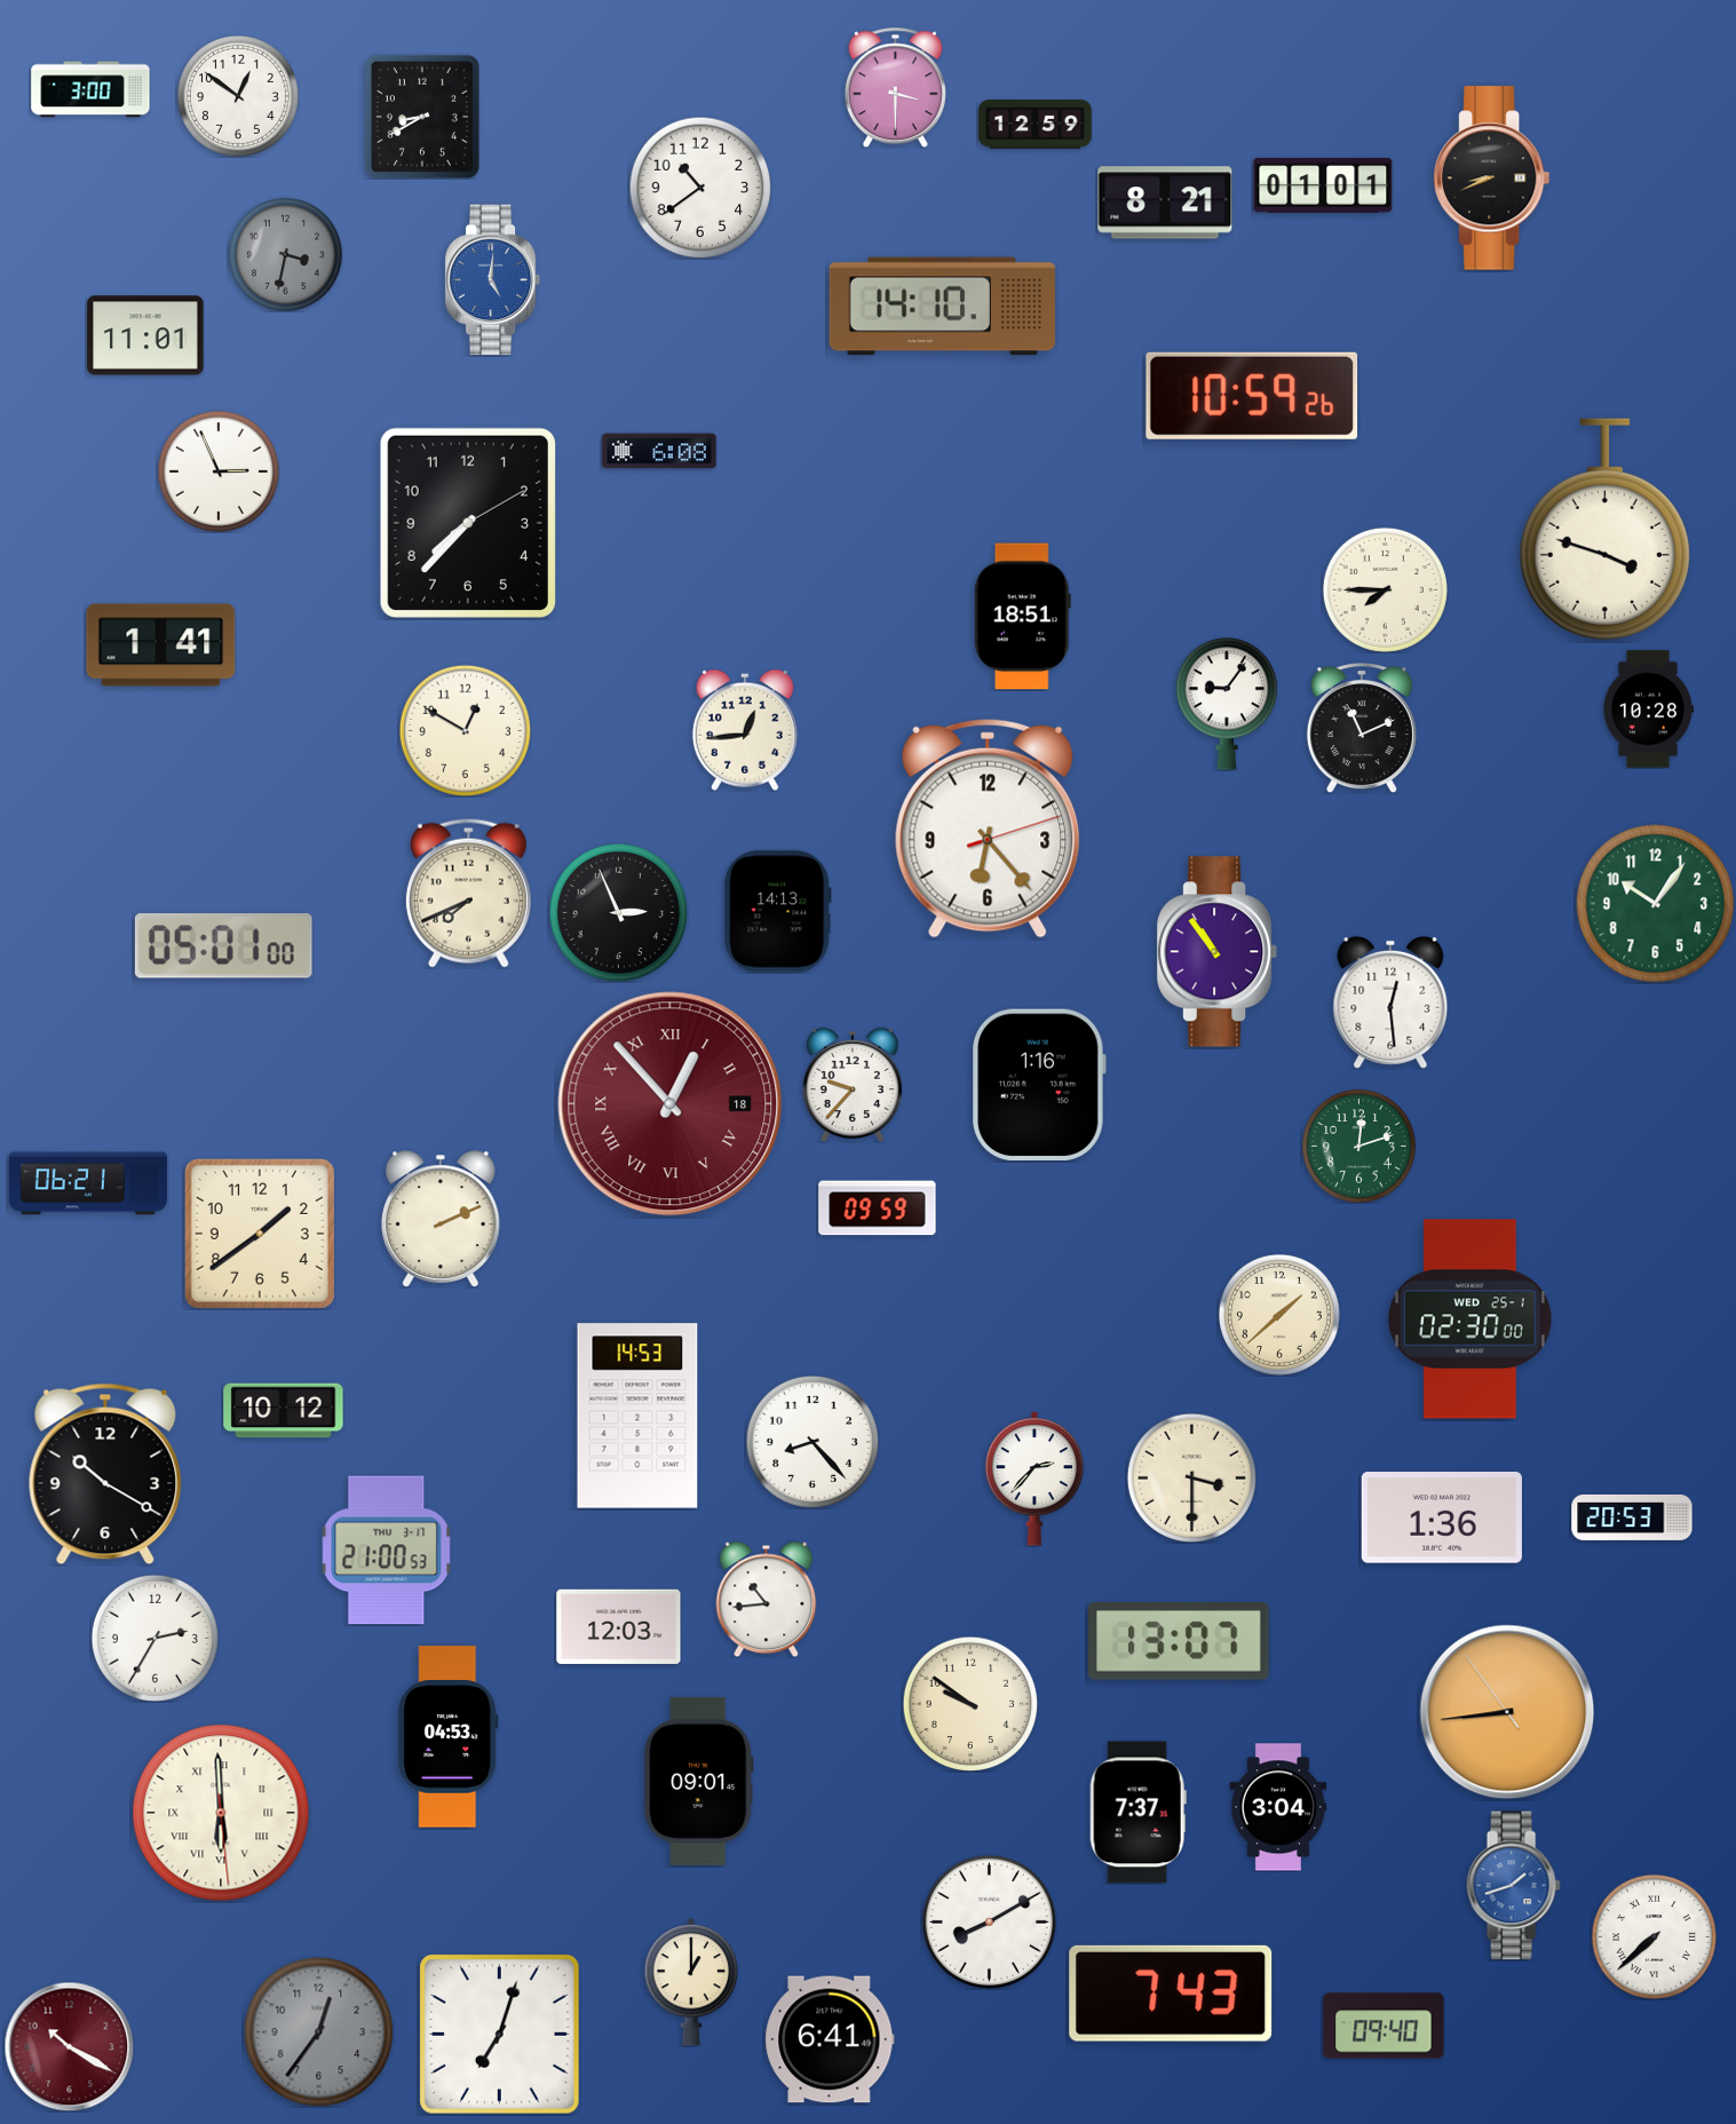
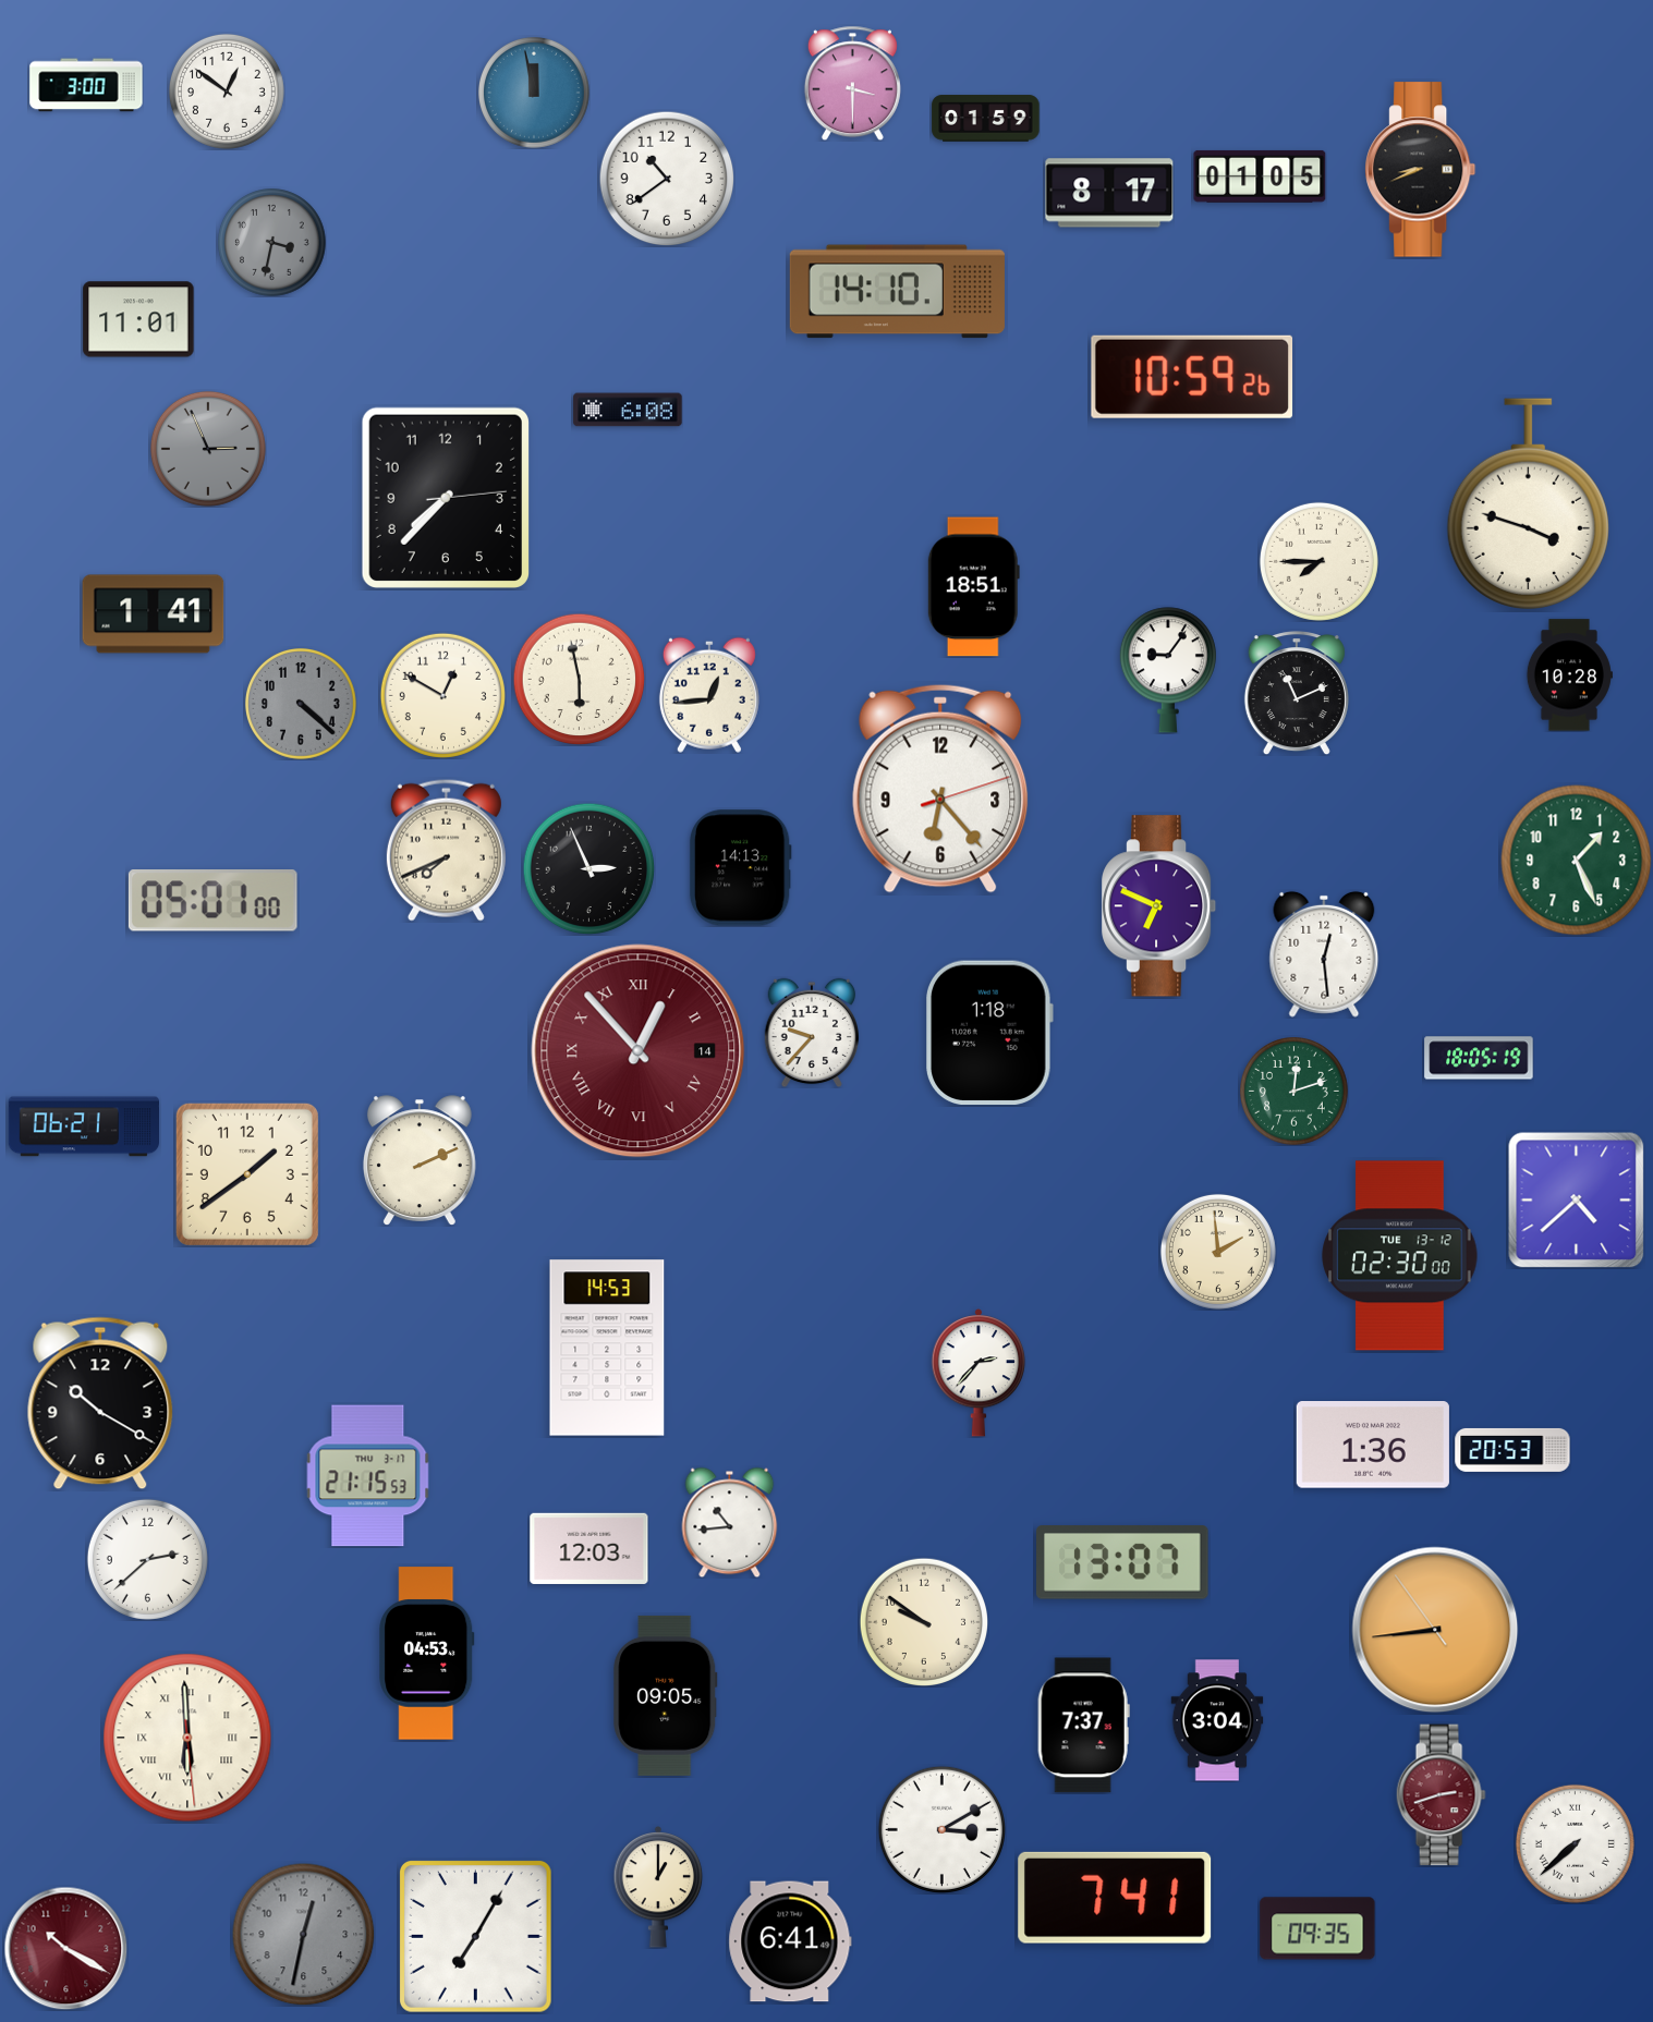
clock at (534, 93): none -> 11:58
clock at (422, 117): 8:40 -> none
clock at (1036, 125): 12:59 -> 01:59
clock at (1323, 185): 01:01 -> 01:05
clock at (1165, 203): 8:21 -> 8:17
clock at (493, 280): 5:01 -> none
clock at (659, 451) position: (659, 451) -> (628, 410)
clock at (219, 471) dial: white -> grey
clock at (468, 523): 7:37:10 -> 7:37:14
clock at (579, 679): none -> 5:58
clock at (301, 704): none -> 4:22
clock at (1656, 904): 10:06 -> 1:26
clock at (1218, 952): 10:54 -> 6:49
clock at (1039, 1085): 1:16 -> 1:18
clock at (671, 1104) date: 18 -> 14
clock at (1479, 1058): none -> 18:05
clock at (878, 1208): 09:59 -> none
clock at (1576, 1199): none -> 4:38
clock at (1279, 1315): 1:38 -> 1:59
clock at (1471, 1319) date: WED 25-1 -> TUE 13-12
clock at (284, 1411): 10:12 -> none
clock at (812, 1442): 8:23 -> none
clock at (1191, 1477): 3:30 -> none
clock at (1035, 1480) position: (1035, 1480) -> (979, 1374)
clock at (1632, 1517) position: (1632, 1517) -> (1512, 1450)
clock at (387, 1551): 21:00 -> 21:15
clock at (154, 1638): 2:35 -> 2:38
clock at (699, 1781): 09:01 -> 09:05
clock at (221, 1813) position: (221, 1813) -> (187, 1738)
clock at (1513, 1886): 1:42 -> 2:42
clock at (1513, 1886) dial: blue -> burgundy
clock at (989, 1921): 8:10 -> 3:10
clock at (1171, 1994): 7:43 -> 7:41
clock at (1384, 2026): 09:40 -> 09:35
clock at (319, 2032): 12:36 -> 12:32
clock at (499, 2034): 7:03 -> 7:05
